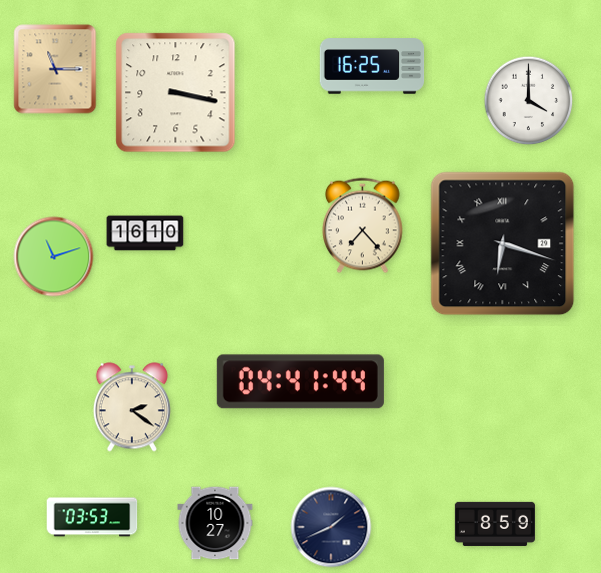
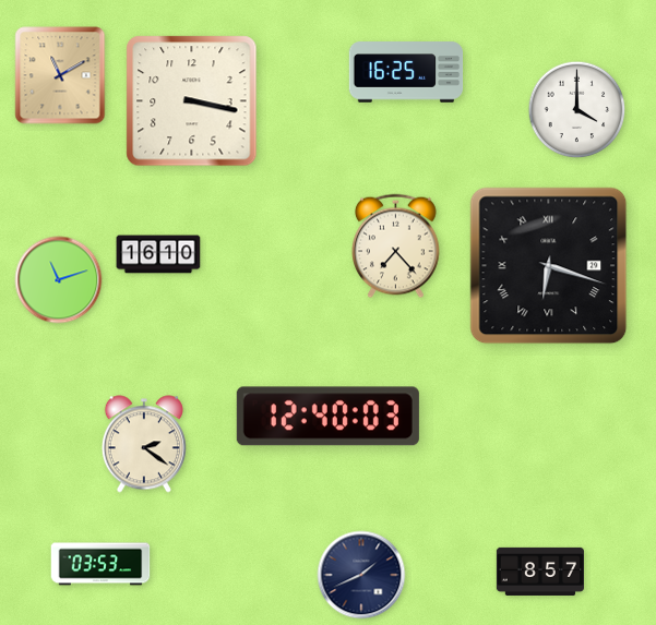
clock at (55, 69): 11:15 -> 11:10
clock at (300, 382): 04:41 -> 12:40
clock at (215, 523): 10:27 -> none
clock at (495, 524): 8:59 -> 8:57
